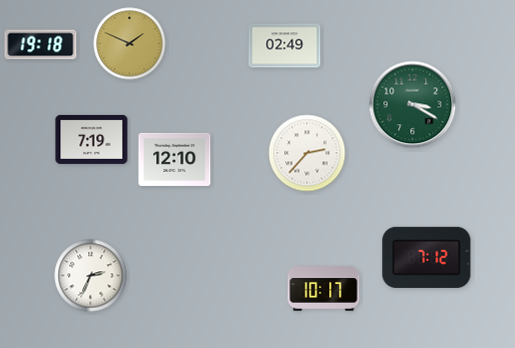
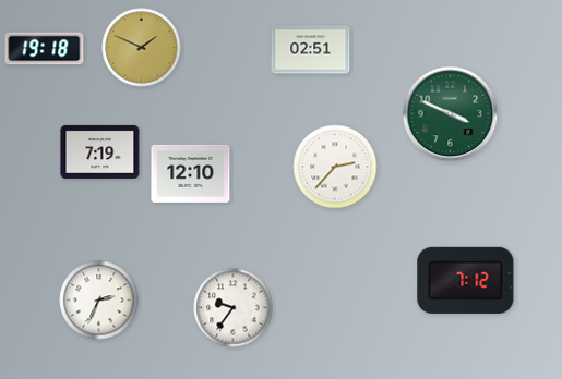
clock at (285, 46): 02:49 -> 02:51
clock at (413, 105): 3:20 -> 3:49
clock at (234, 308): none -> 9:36
clock at (324, 289): 10:17 -> none
